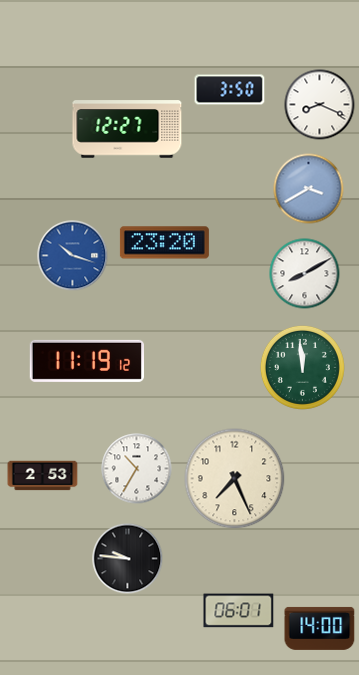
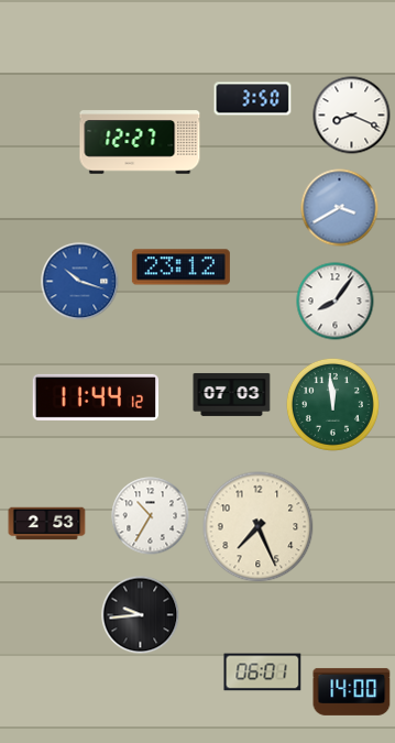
clock at (164, 243): 23:20 -> 23:12
clock at (305, 274): 8:10 -> 8:06
clock at (232, 394): none -> 07:03
clock at (86, 361): 11:19 -> 11:44
clock at (128, 559): 9:46 -> 9:44
